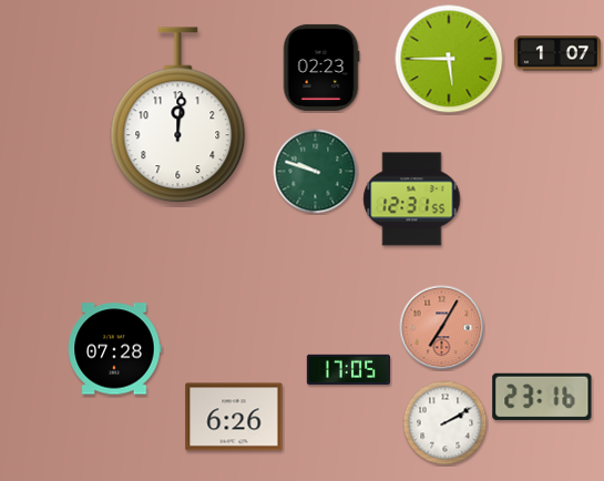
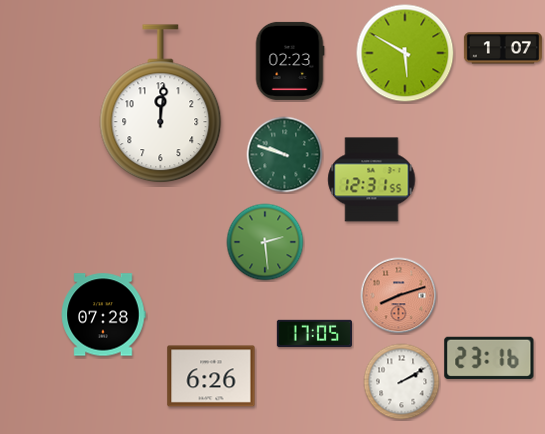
clock at (449, 59): 5:45 -> 5:50
clock at (265, 242): none -> 2:29
clock at (442, 328): 7:05 -> 8:12
